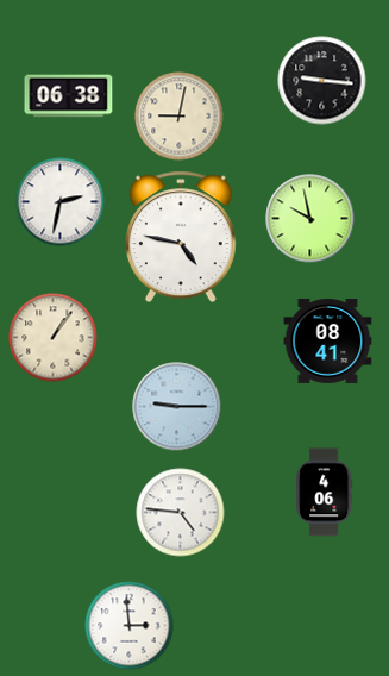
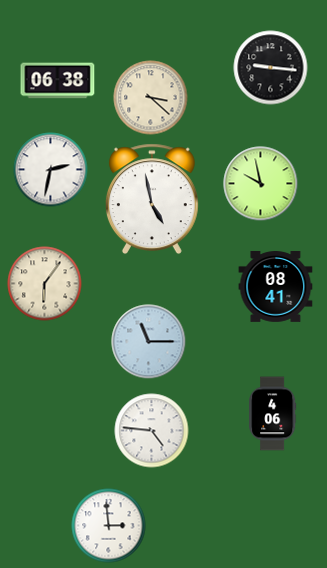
clock at (180, 117): 9:02 -> 3:22
clock at (181, 237): 4:47 -> 4:58
clock at (54, 338): 1:06 -> 6:06
clock at (177, 407): 9:15 -> 11:15
